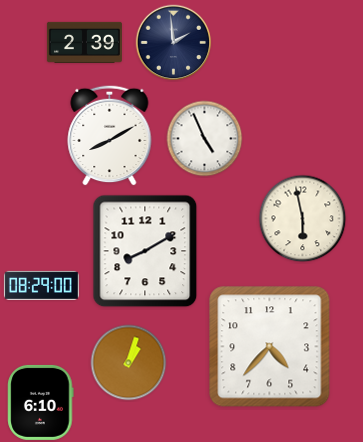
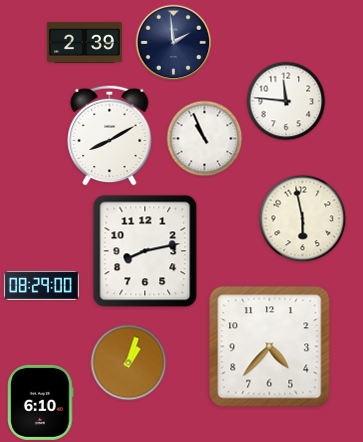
clock at (286, 101): none -> 11:46
clock at (205, 139): 4:56 -> 10:56
clock at (145, 251): 8:10 -> 8:13
